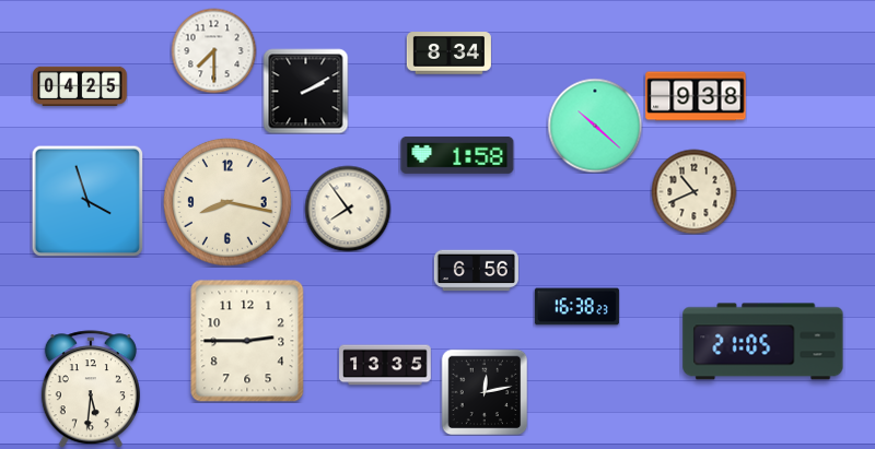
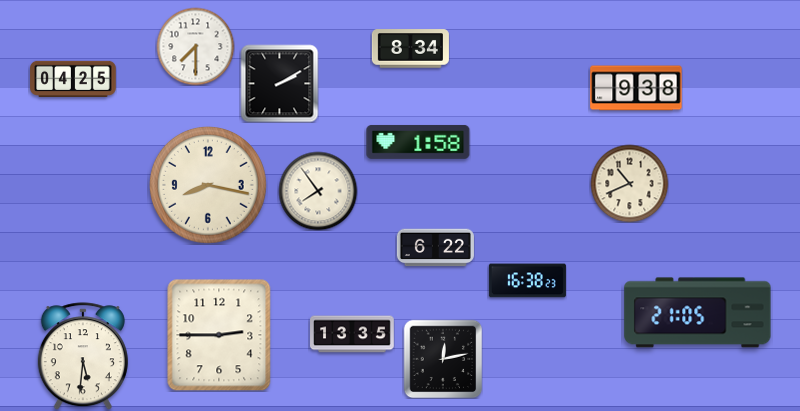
clock at (595, 126): 10:22 -> none
clock at (693, 191) position: (693, 191) -> (629, 183)
clock at (87, 201): 3:57 -> none
clock at (476, 271): 6:56 -> 6:22
clock at (247, 341) position: (247, 341) -> (219, 335)
